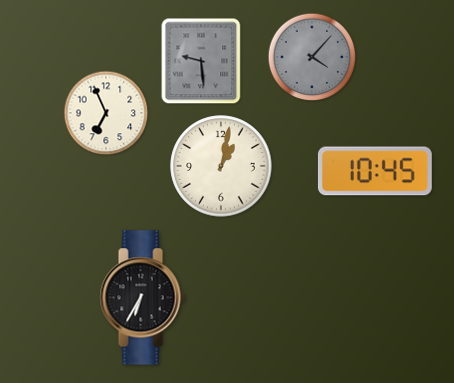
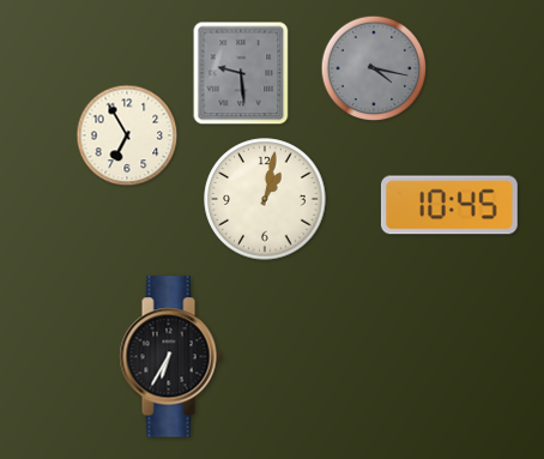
clock at (312, 57): 4:07 -> 4:17
clock at (106, 113): 6:56 -> 6:55
